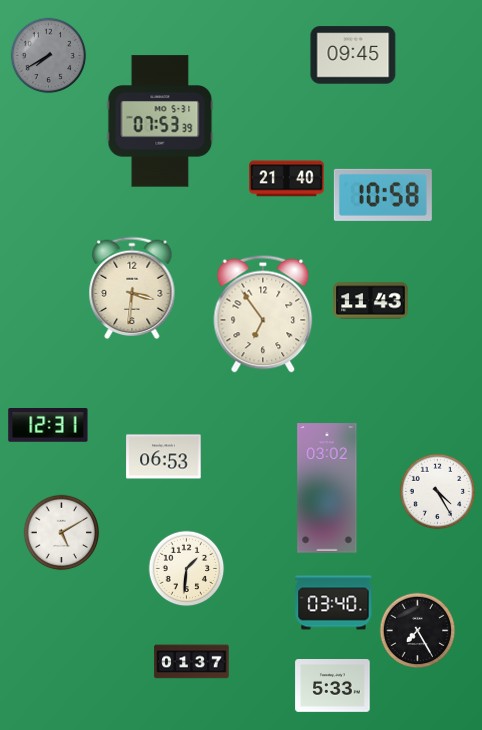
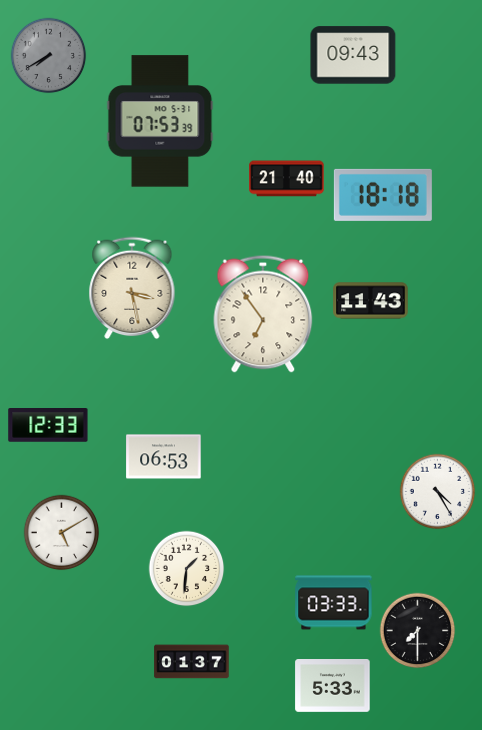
clock at (353, 55): 09:45 -> 09:43
clock at (383, 195): 10:58 -> 18:18
clock at (132, 288): 3:31 -> 3:28
clock at (48, 426): 12:31 -> 12:33
clock at (327, 488): 03:02 -> none
clock at (334, 603): 03:40 -> 03:33
clock at (418, 631): 7:25 -> 7:30
